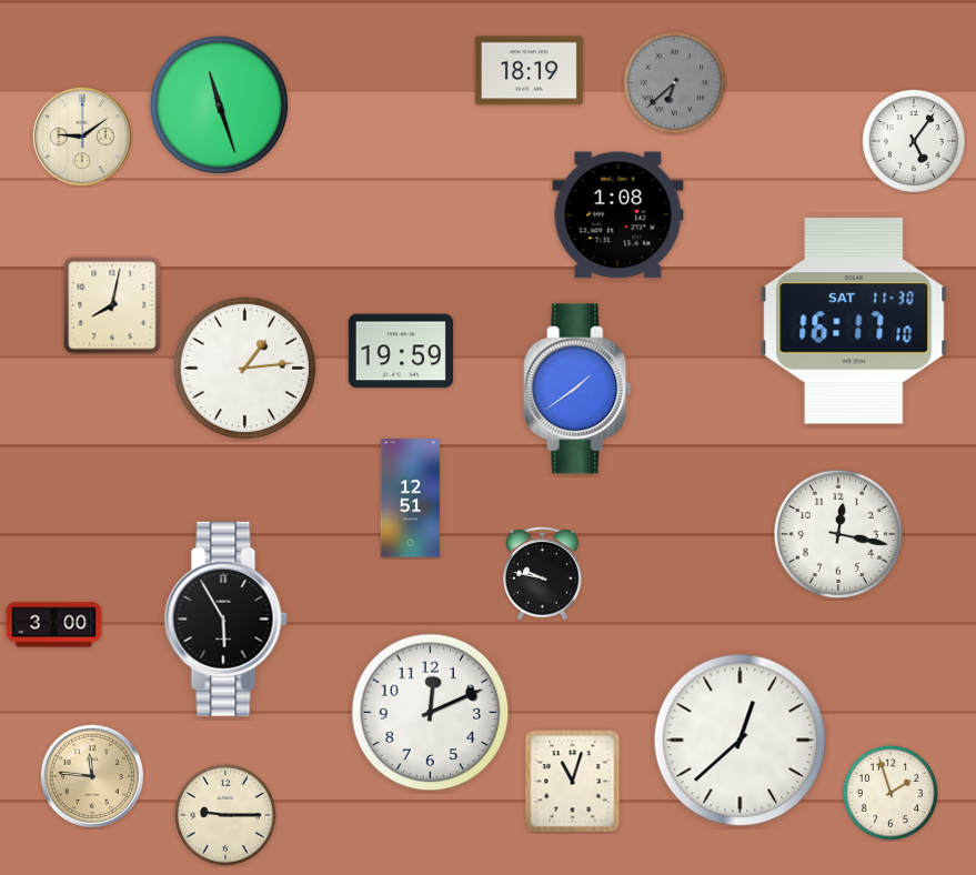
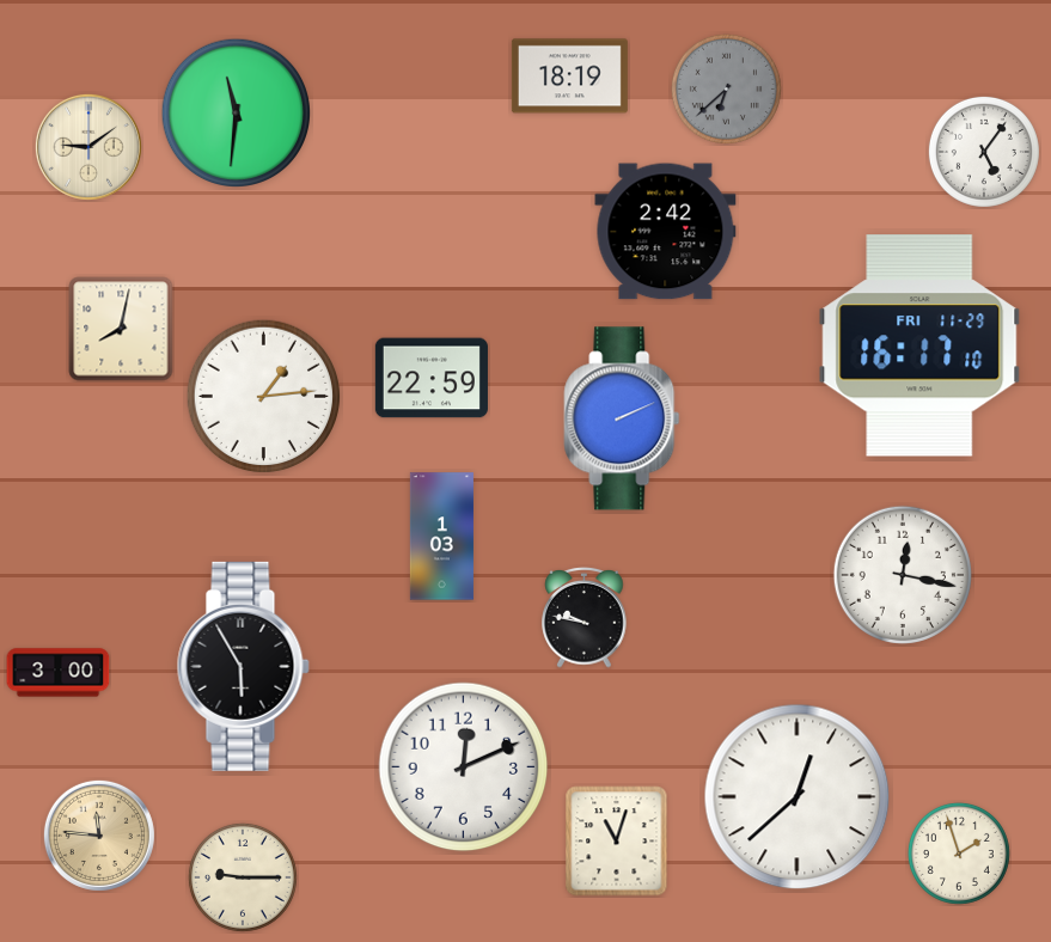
clock at (220, 105): 11:27 -> 11:31
clock at (618, 215): 1:08 -> 2:42
clock at (854, 321) date: SAT 11-30 -> FRI 11-29
clock at (401, 351): 19:59 -> 22:59
clock at (577, 389): 1:39 -> 2:11
clock at (410, 499): 12:51 -> 1:03
